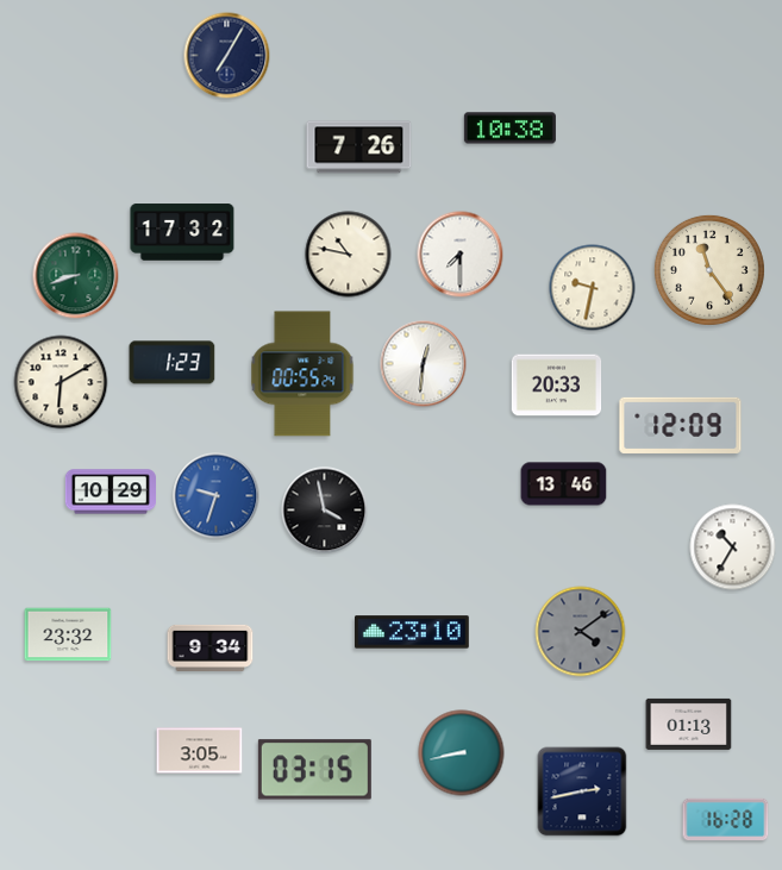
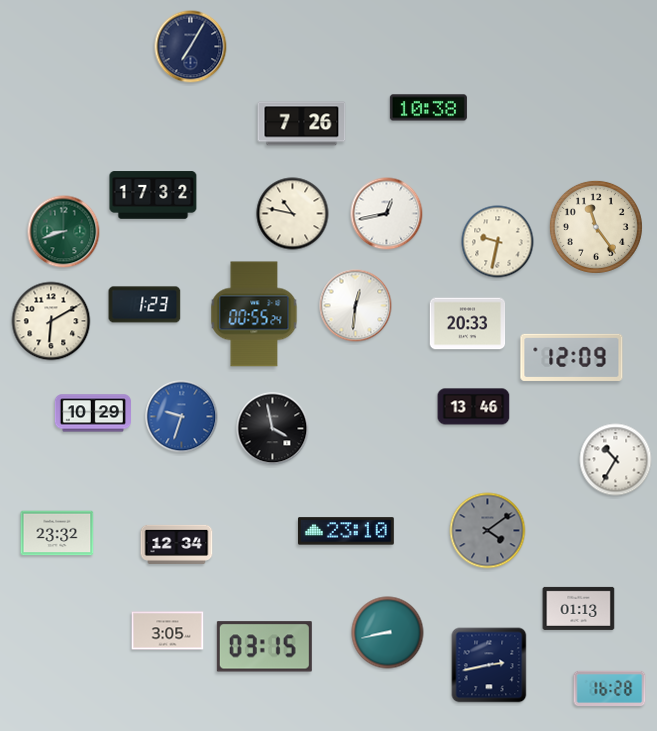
clock at (461, 255): 7:30 -> 12:43
clock at (211, 647): 9:34 -> 12:34
